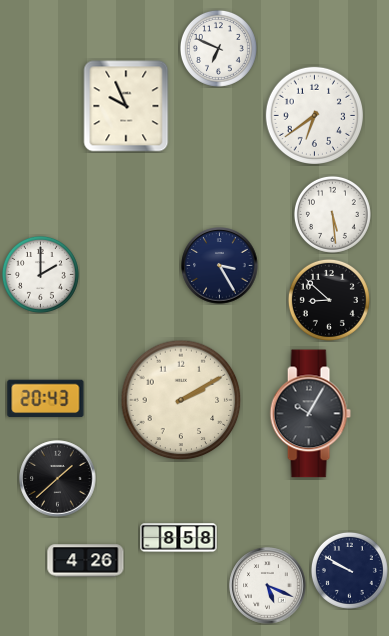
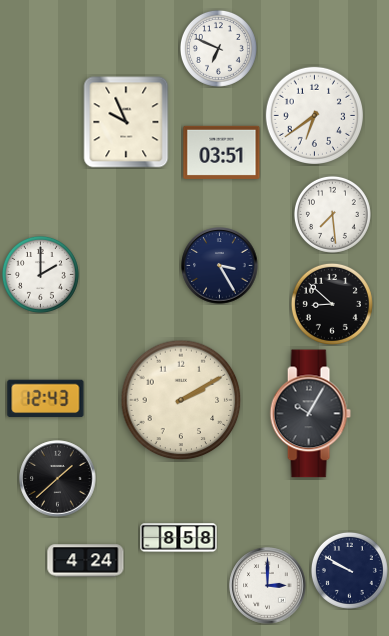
clock at (126, 106) position: (126, 106) -> (126, 122)
clock at (222, 152): none -> 03:51
clock at (332, 214): 5:29 -> 7:29
clock at (329, 300) position: (329, 300) -> (332, 304)
clock at (46, 399): 20:43 -> 12:43
clock at (86, 561): 4:26 -> 4:24
clock at (268, 586): 5:19 -> 3:00
